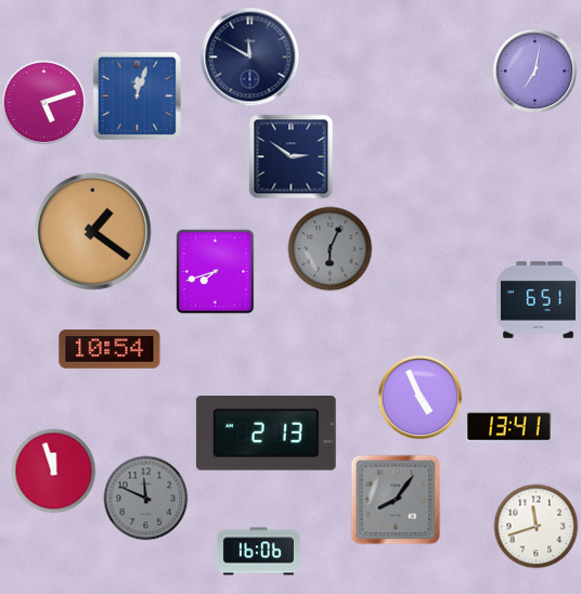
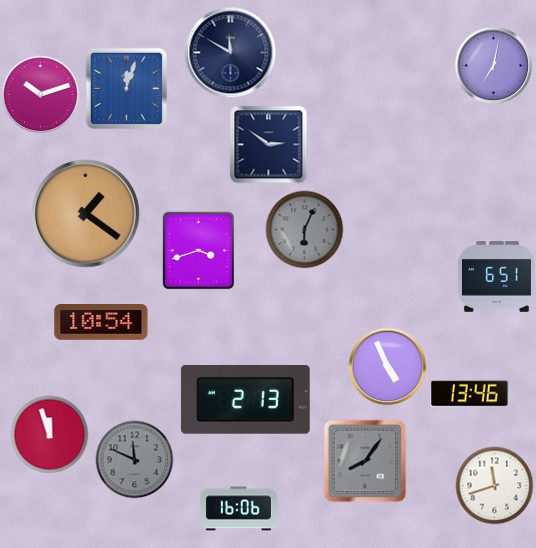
clock at (43, 102): 5:12 -> 10:12
clock at (216, 271): 7:42 -> 3:42
clock at (508, 427): 13:41 -> 13:46
